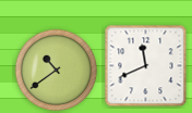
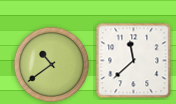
clock at (146, 66): 11:41 -> 11:38
